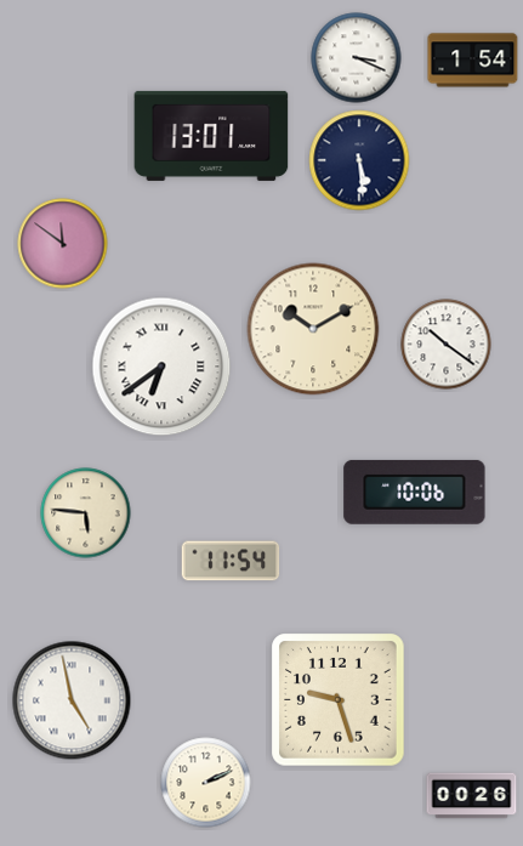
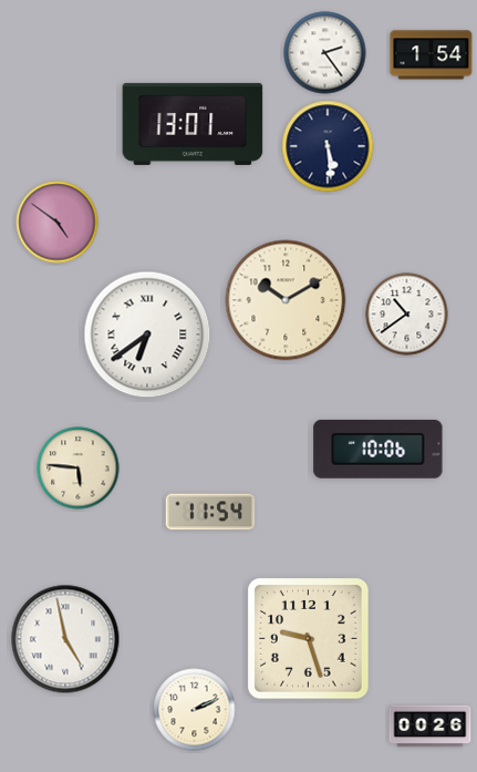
clock at (357, 58): 3:19 -> 2:24
clock at (63, 244): 11:51 -> 4:51
clock at (447, 345): 10:21 -> 10:39
clock at (206, 783) position: (206, 783) -> (195, 710)
